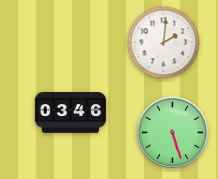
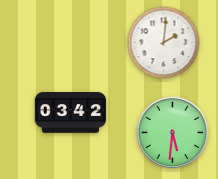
clock at (71, 113): 03:46 -> 03:42
clock at (173, 133): 5:27 -> 5:31
